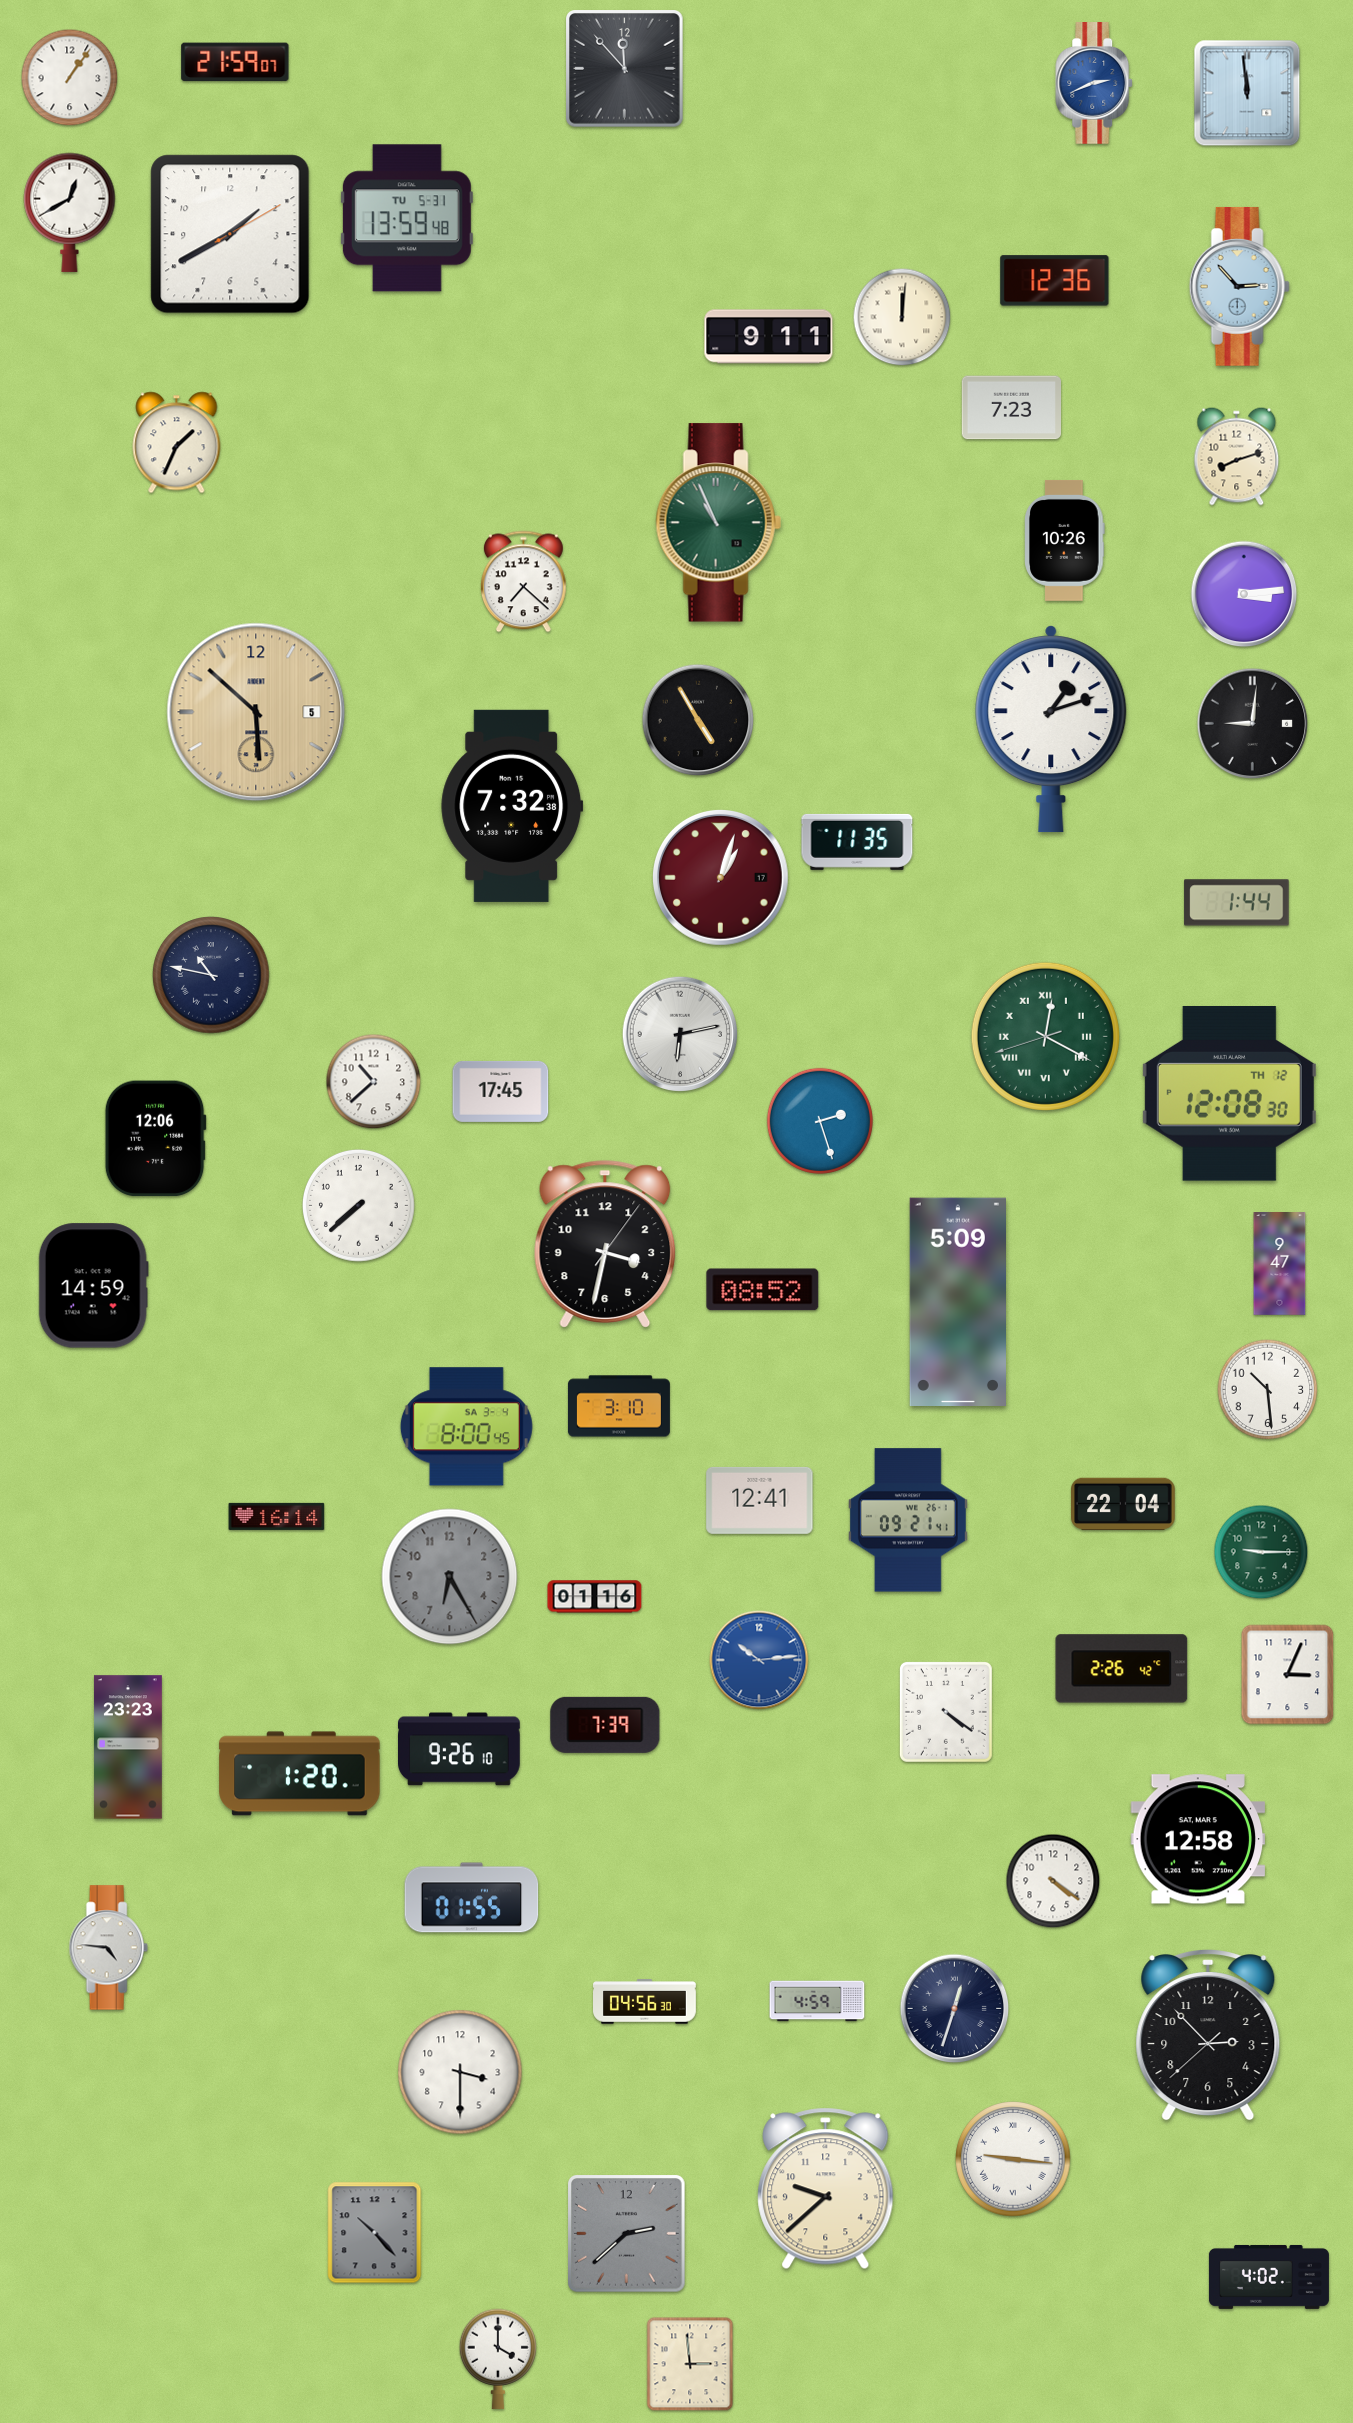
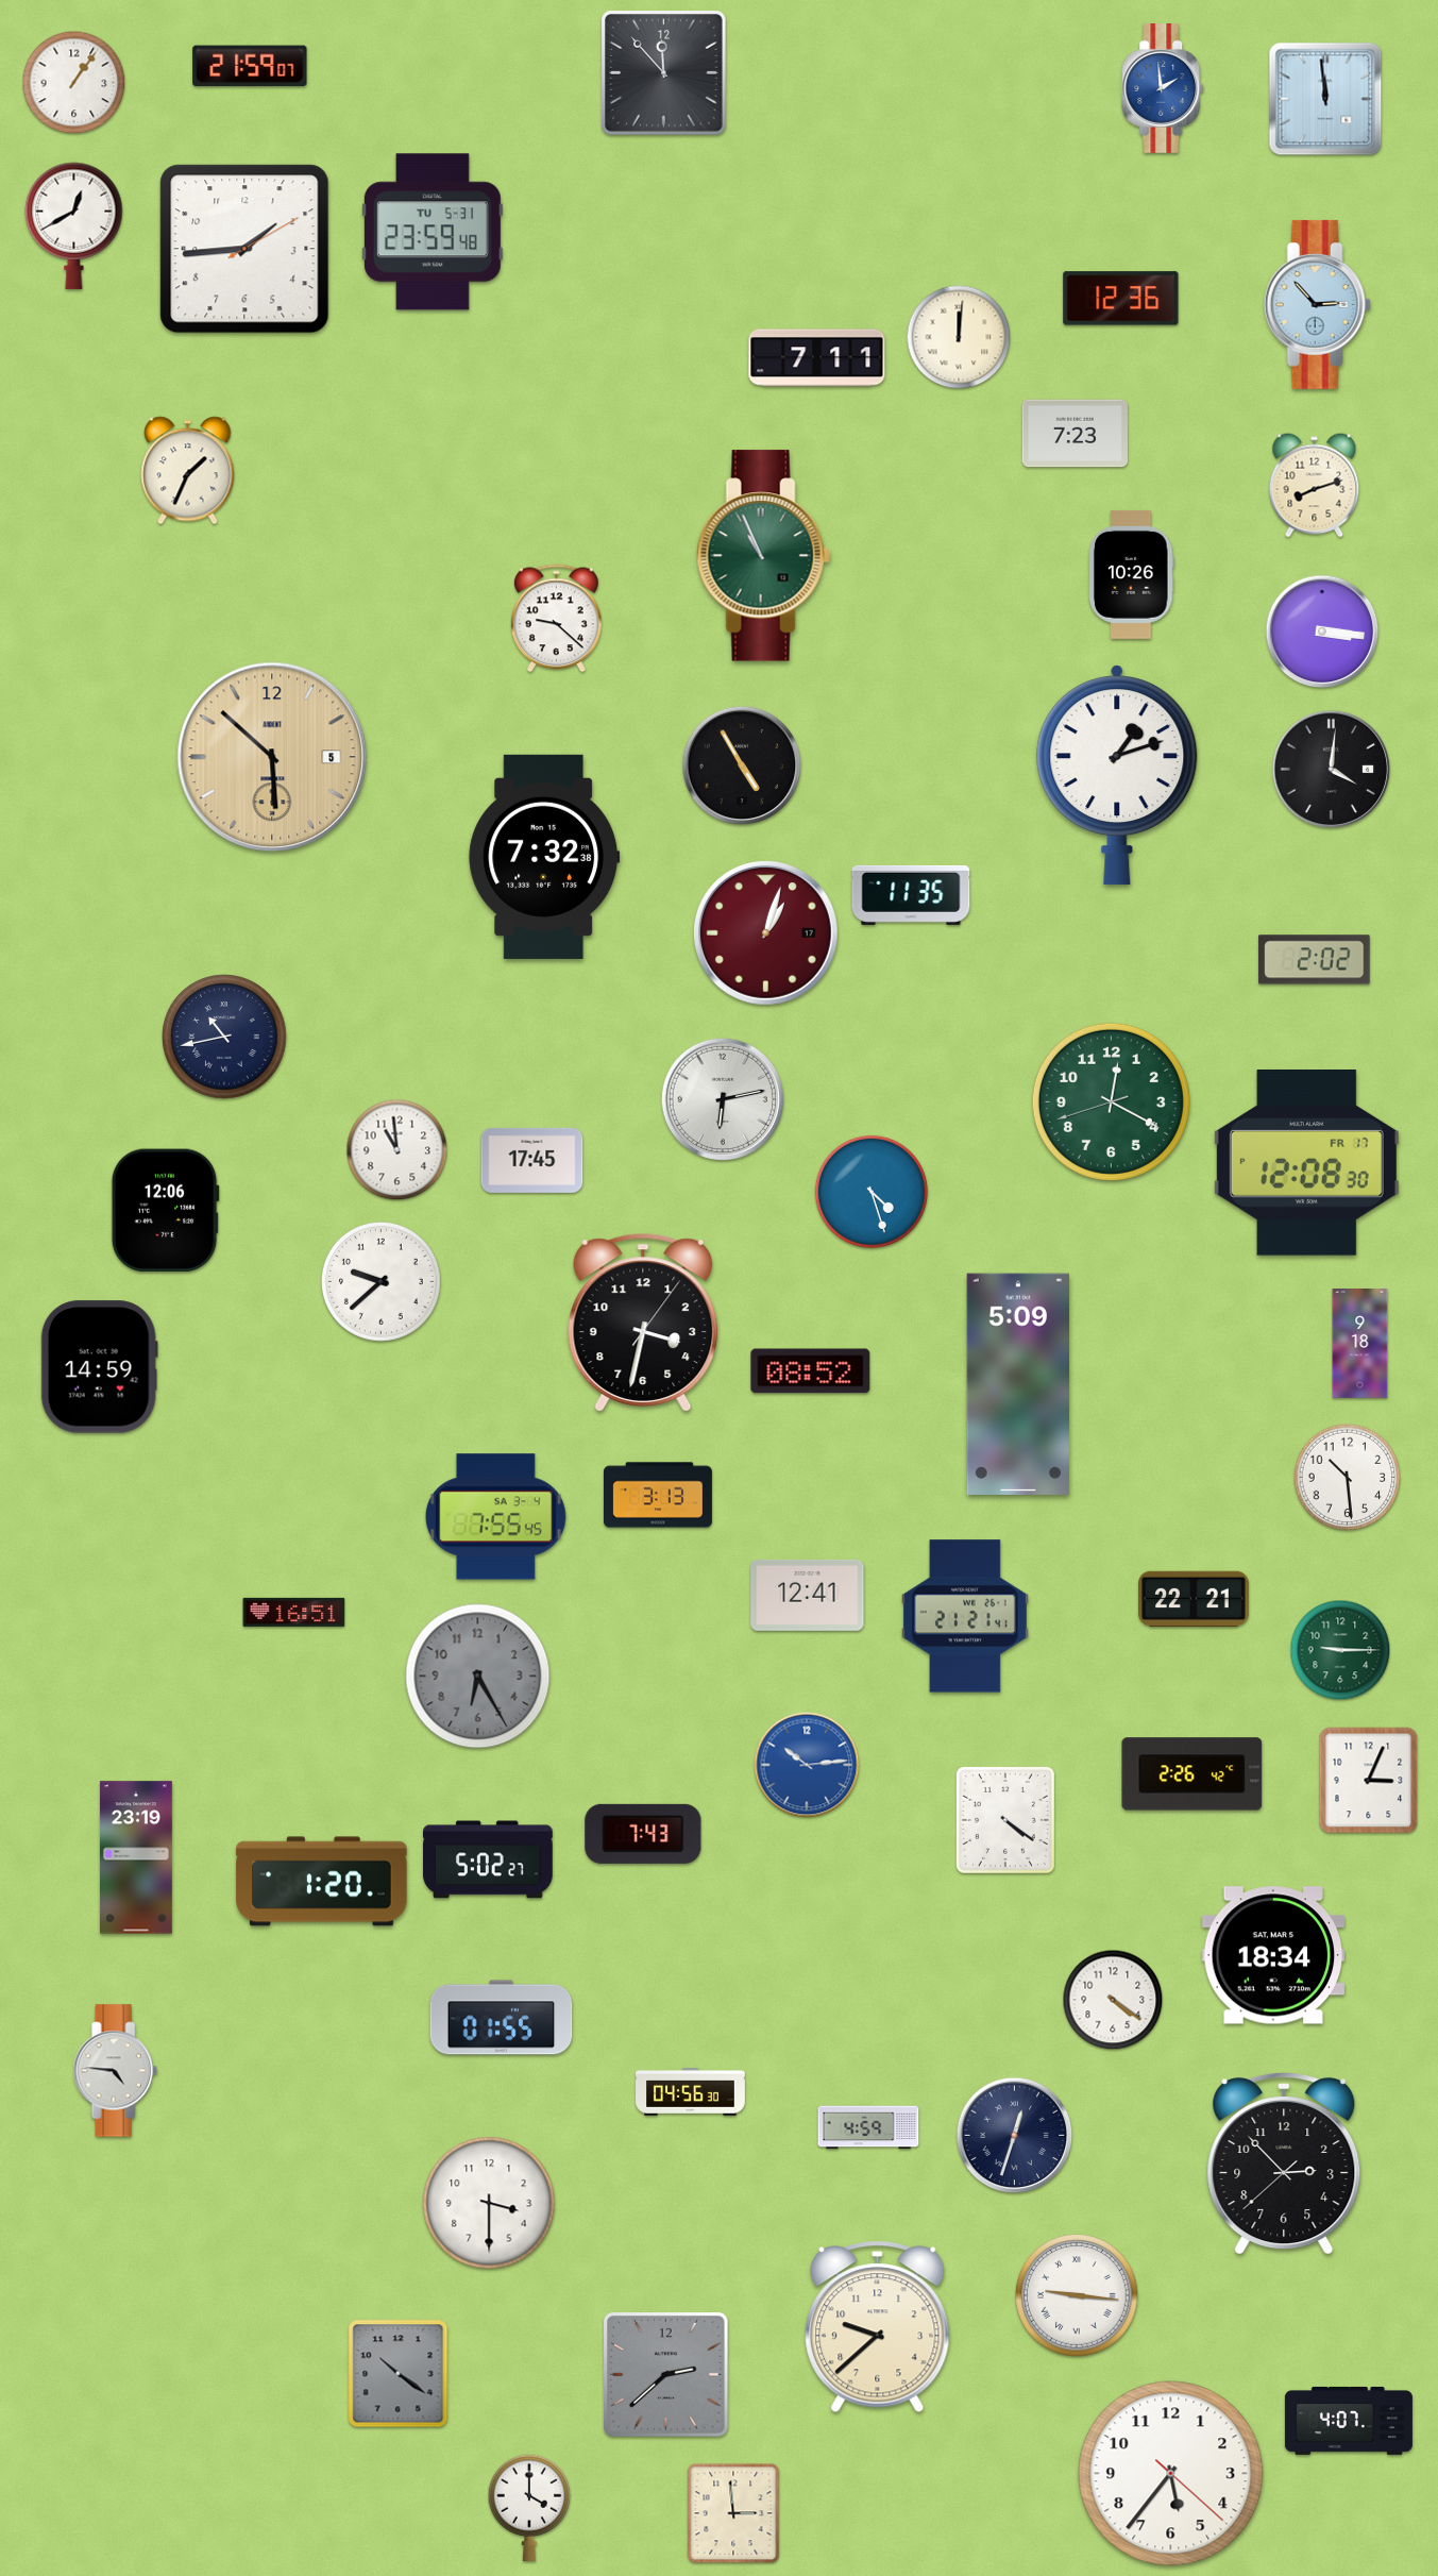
clock at (1095, 84): 2:41 -> 1:59
clock at (407, 218): 13:59 -> 23:59
clock at (230, 234): 1:40 -> 1:44
clock at (769, 337): 9:11 -> 7:11
clock at (524, 582): 7:22 -> 9:22
clock at (1244, 594): 3:14 -> 3:16
clock at (1253, 724): 9:01 -> 4:01
clock at (1237, 903): 1:44 -> 2:02
clock at (211, 975): 10:47 -> 10:43
clock at (1045, 1036) numerals: Roman -> Arabic
clock at (374, 1082): 10:38 -> 10:59
clock at (1229, 1094) date: TH 12 -> FR 17
clock at (820, 1121): 2:27 -> 4:27
clock at (358, 1205): 7:38 -> 9:38
clock at (1280, 1264): 9:47 -> 9:18
clock at (619, 1406): 3:10 -> 3:13
clock at (466, 1427): 8:00 -> 7:55
clock at (1123, 1504): 22:04 -> 22:21
clock at (277, 1516): 16:14 -> 16:51
clock at (908, 1520): 09:21 -> 21:21
clock at (595, 1597): 01:16 -> none
clock at (605, 1725): 7:39 -> 7:43
clock at (128, 1747): 23:23 -> 23:19
clock at (460, 1749): 9:26 -> 5:02
clock at (300, 1774) position: (300, 1774) -> (322, 1882)
clock at (1198, 1839): 12:58 -> 18:34
clock at (1053, 1881) position: (1053, 1881) -> (1113, 2000)
clock at (645, 2002) position: (645, 2002) -> (691, 2092)
clock at (375, 2233): 10:23 -> 10:21
clock at (1269, 2277): 4:02 -> 4:07
clock at (1171, 2474): none -> 5:36
